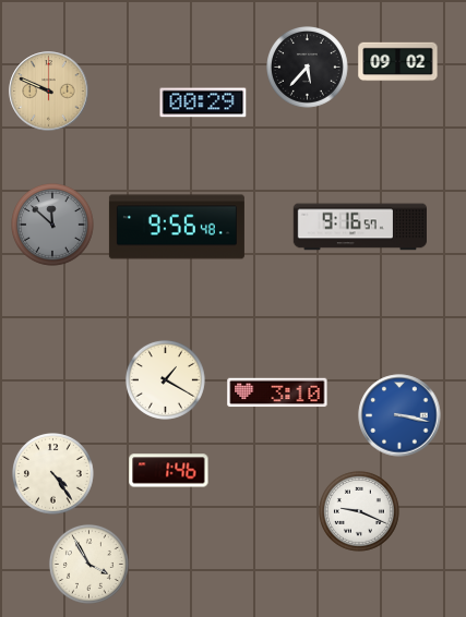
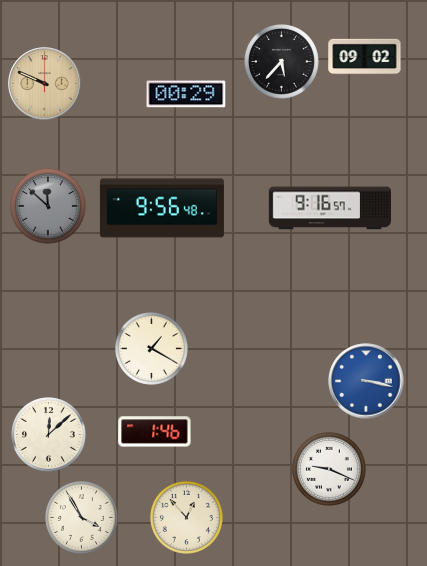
clock at (277, 392): 3:10 -> none
clock at (53, 474): 4:24 -> 12:08
clock at (186, 517): none -> 12:53
